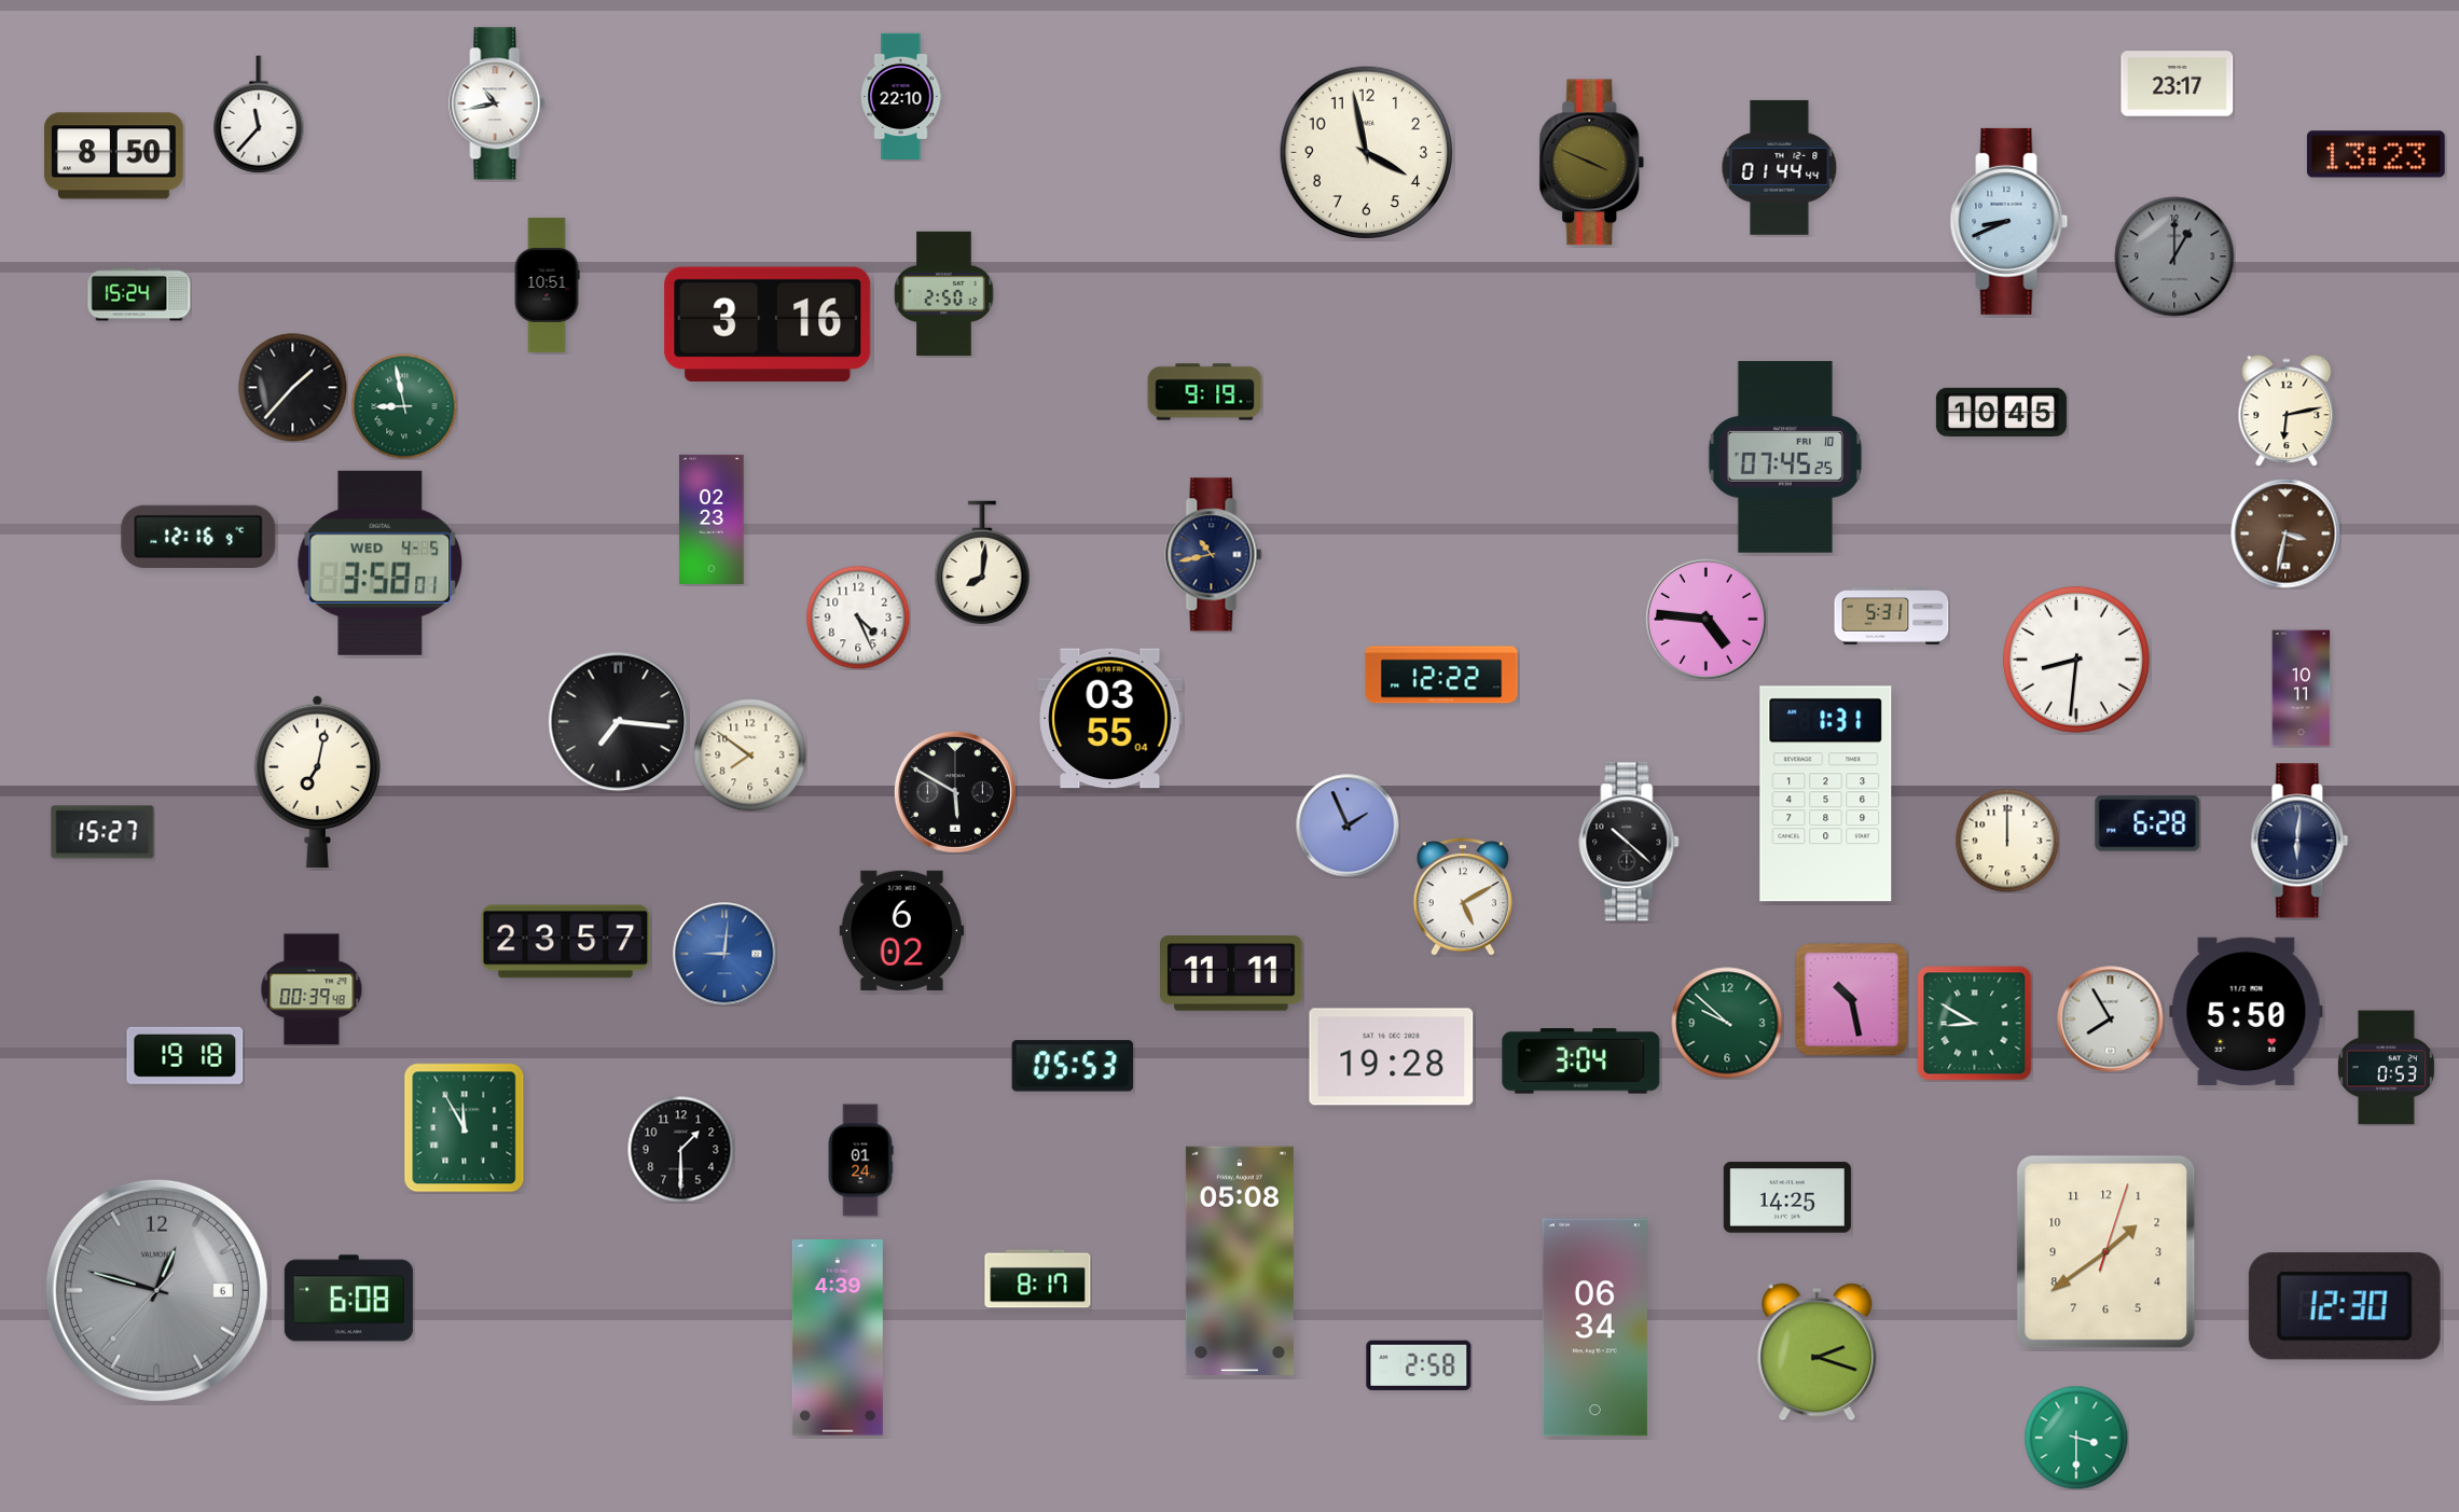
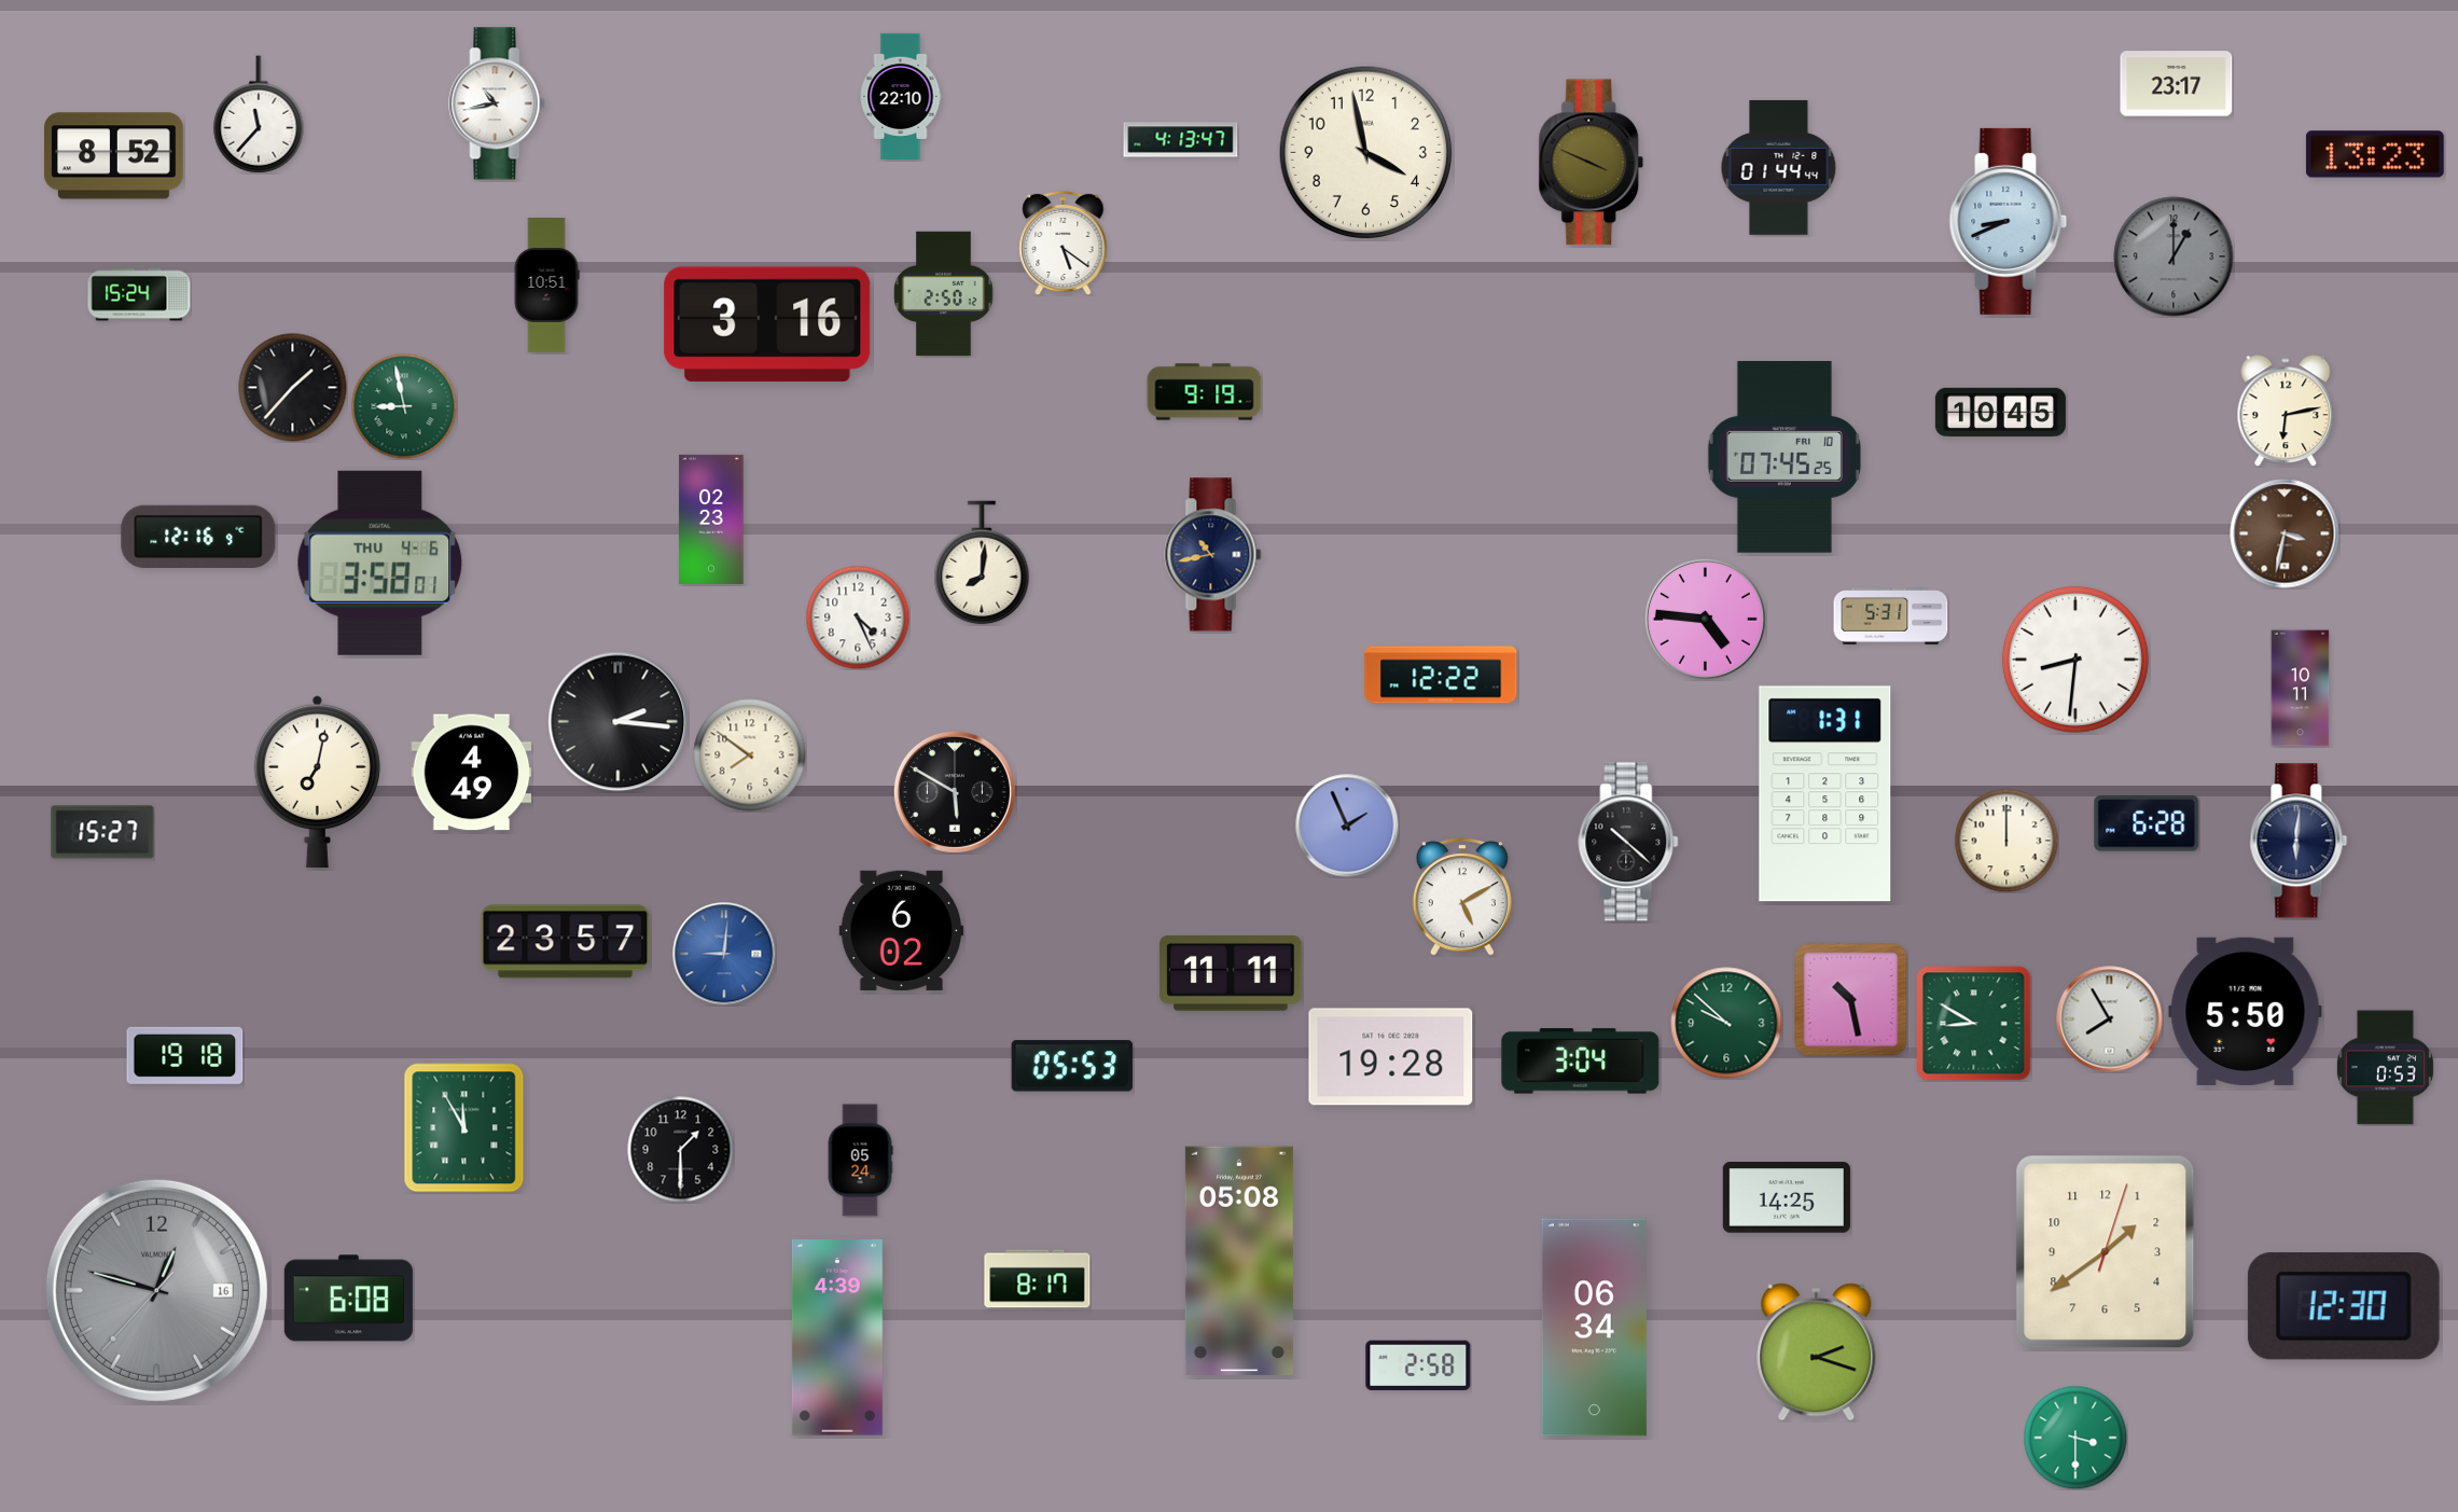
clock at (1181, 140): none -> 4:13
clock at (114, 156): 8:50 -> 8:52
clock at (1064, 242): none -> 5:21
clock at (381, 563) date: WED 4-5 -> THU 4-6
clock at (1110, 719): 03:55 -> none
clock at (619, 722): 7:16 -> 2:16
clock at (472, 773): none -> 4:49
clock at (312, 989): 00:39 -> none
clock at (860, 1161): 01:24 -> 05:24
clock at (156, 1290) date: 6 -> 16
